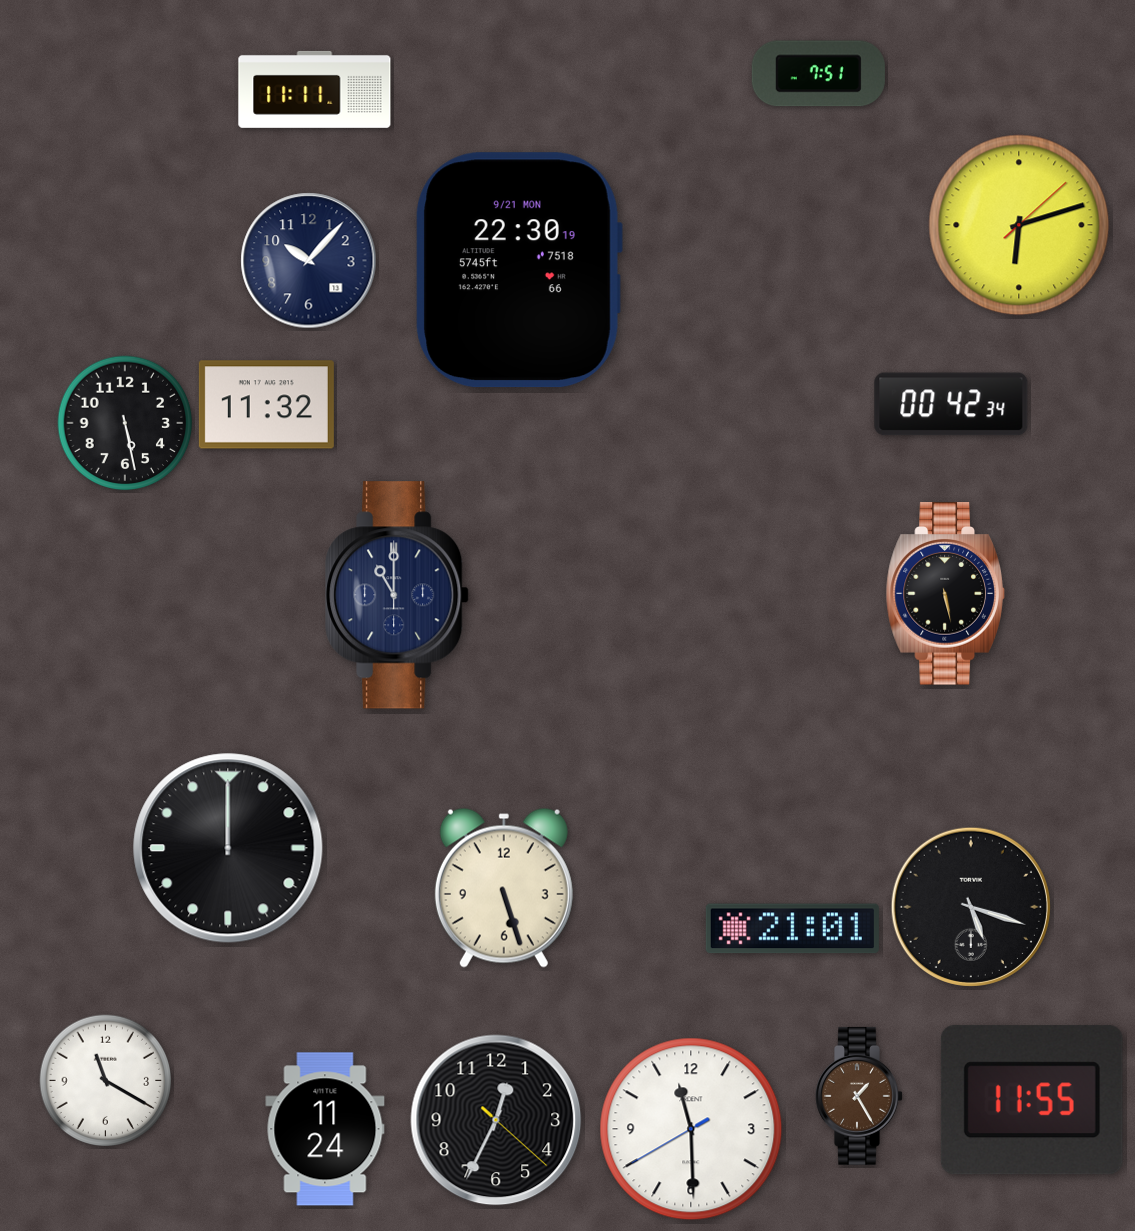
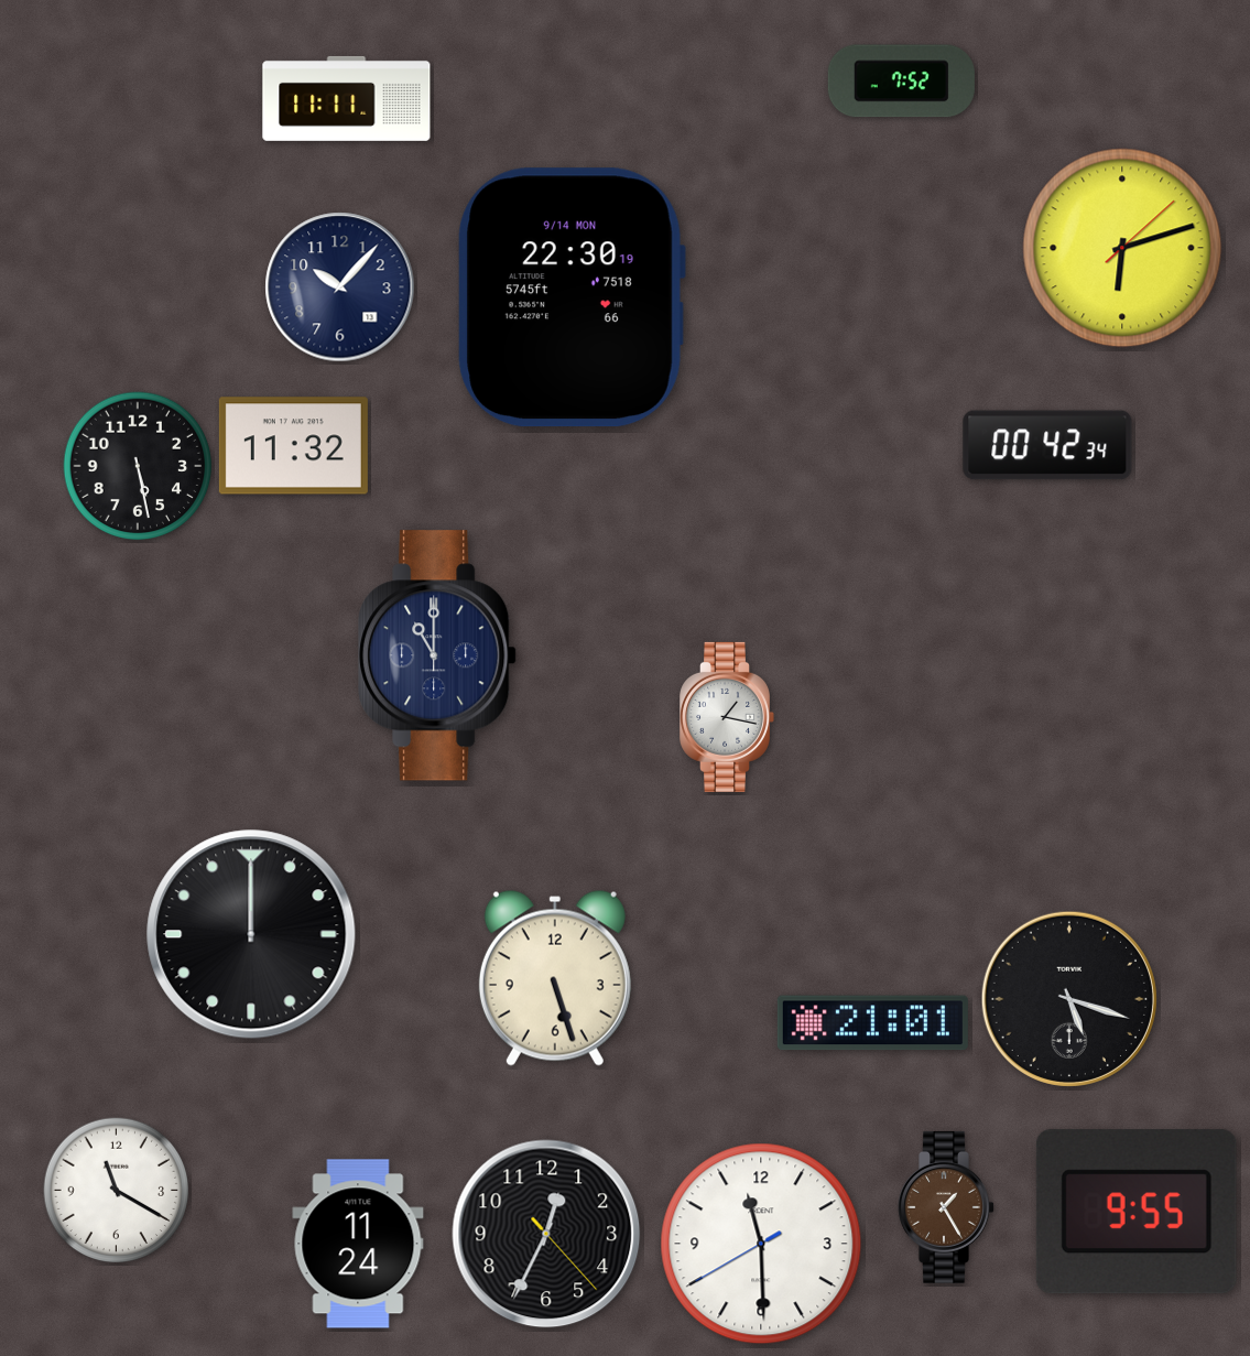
clock at (818, 74): 7:51 -> 7:52
clock at (519, 270) date: 9/21 MON -> 9/14 MON
clock at (945, 594): 5:28 -> none
clock at (727, 717): none -> 1:17
clock at (1032, 1100): 11:55 -> 9:55
clock at (496, 1120): 12:34:22 -> 12:34:23
